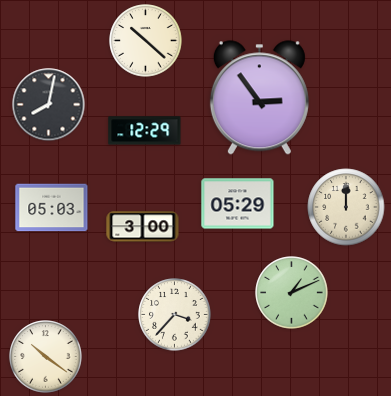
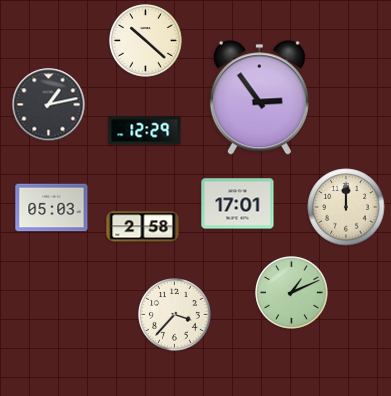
clock at (49, 105): 8:02 -> 1:13
clock at (238, 204): 05:29 -> 17:01
clock at (143, 227): 3:00 -> 2:58
clock at (46, 357): 10:21 -> none
